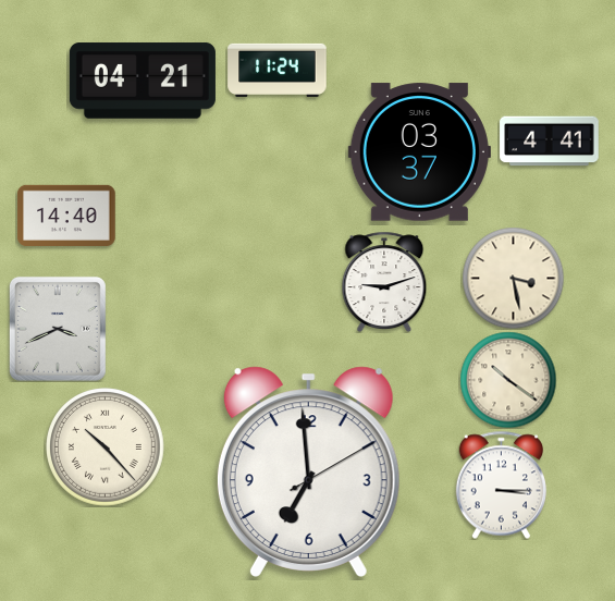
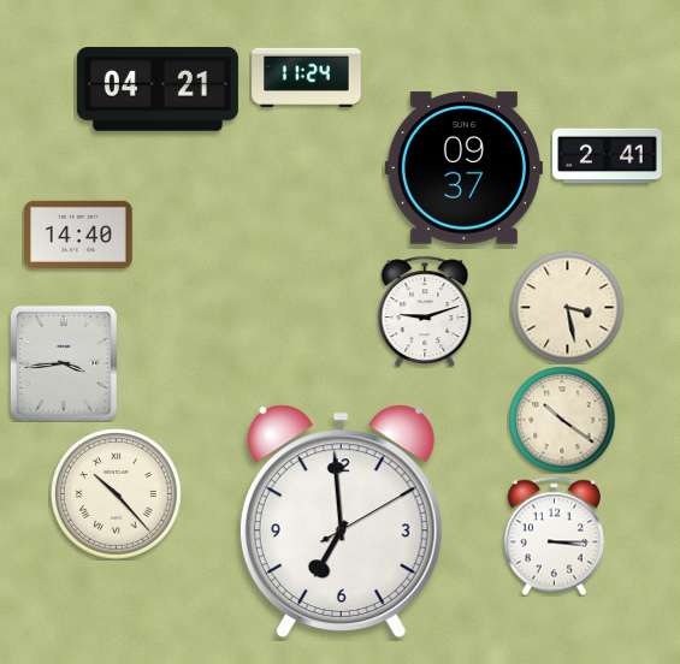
clock at (550, 142): 4:41 -> 2:41
clock at (419, 152): 03:37 -> 09:37
clock at (66, 216) position: (66, 216) -> (78, 235)
clock at (58, 329): 3:41 -> 3:44
